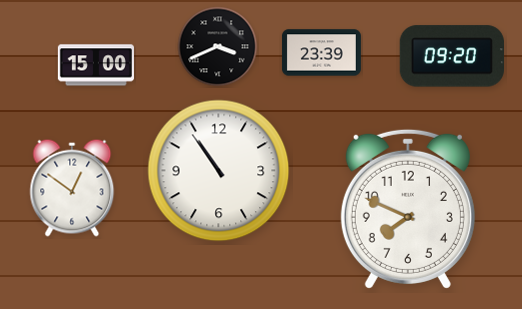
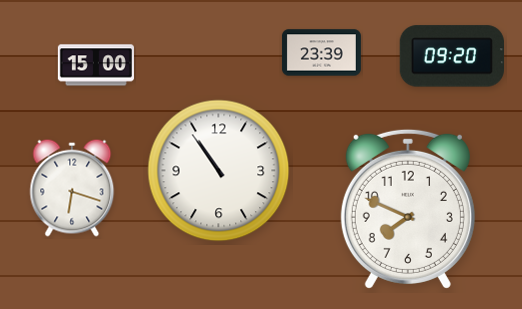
clock at (218, 47): 3:41 -> none
clock at (72, 188): 12:51 -> 6:18
